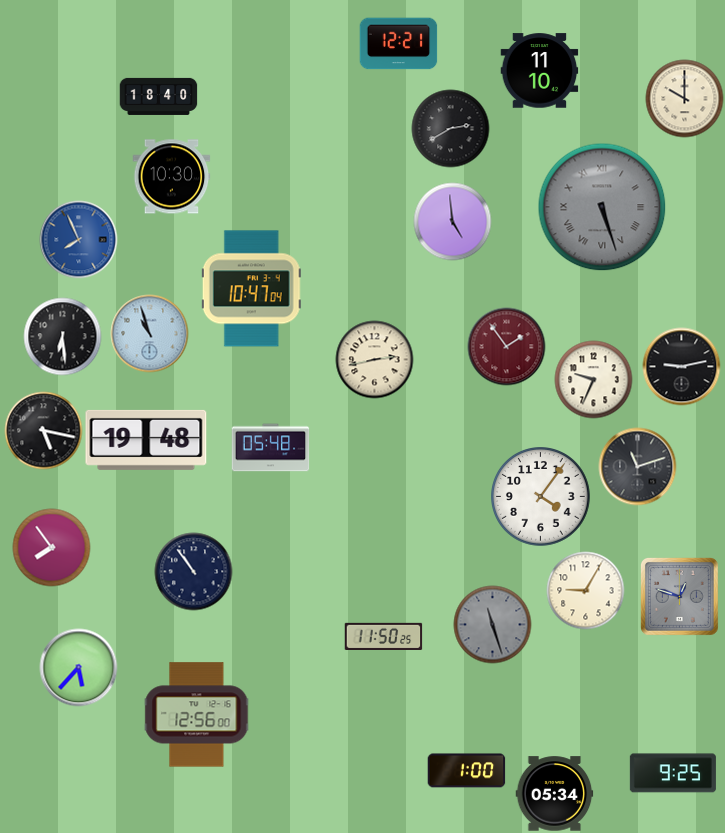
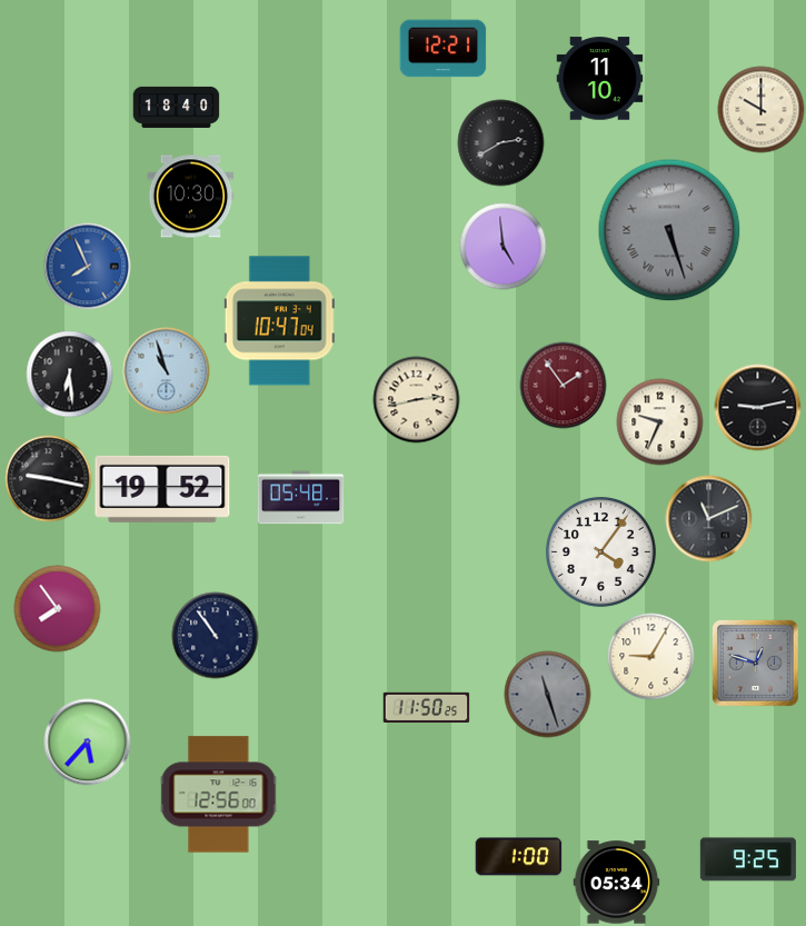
clock at (43, 430): 5:17 -> 9:17
clock at (146, 440): 19:48 -> 19:52
clock at (637, 466): 11:12 -> 11:11
